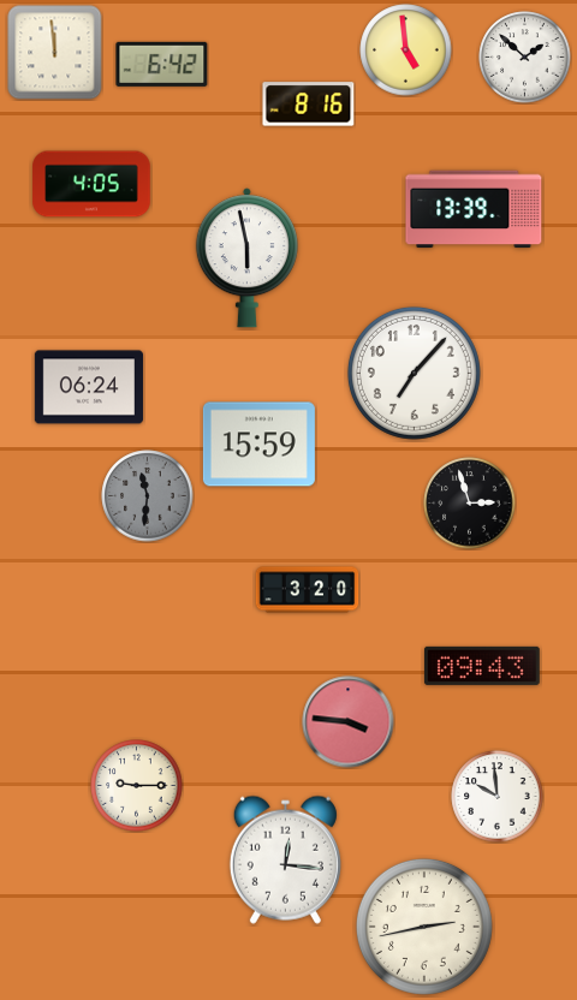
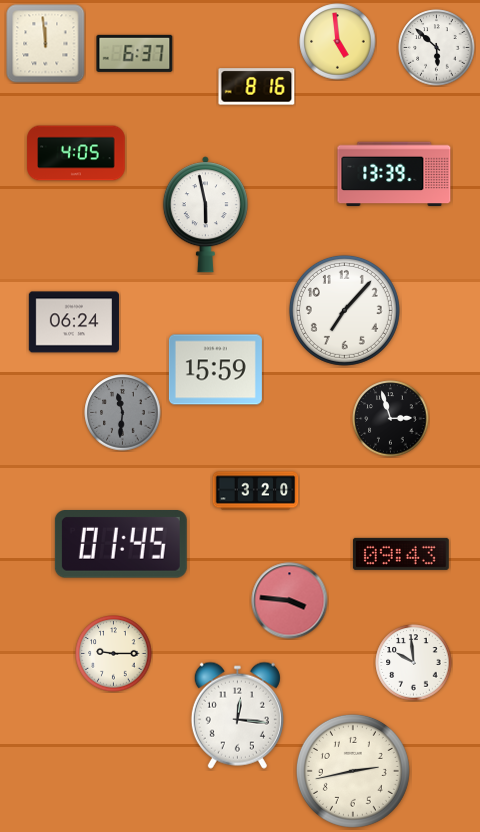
clock at (525, 58): 1:52 -> 5:52
clock at (162, 64): 6:42 -> 6:37
clock at (121, 544): none -> 01:45
